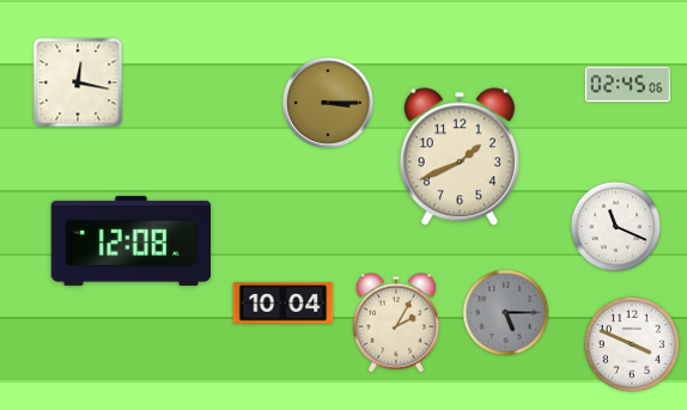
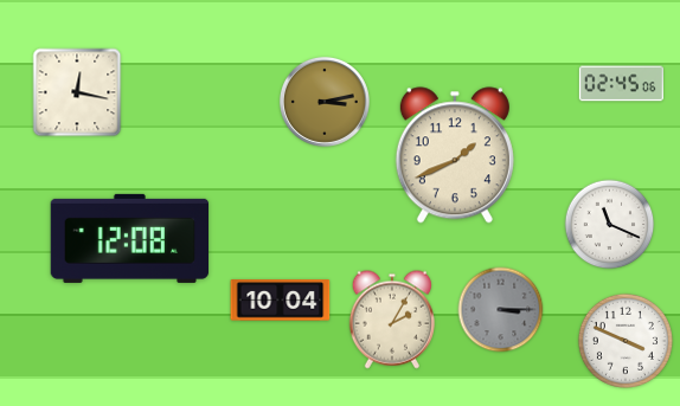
clock at (78, 82) position: (78, 82) -> (77, 92)
clock at (328, 103): 3:15 -> 3:13
clock at (506, 313): 5:15 -> 3:15
